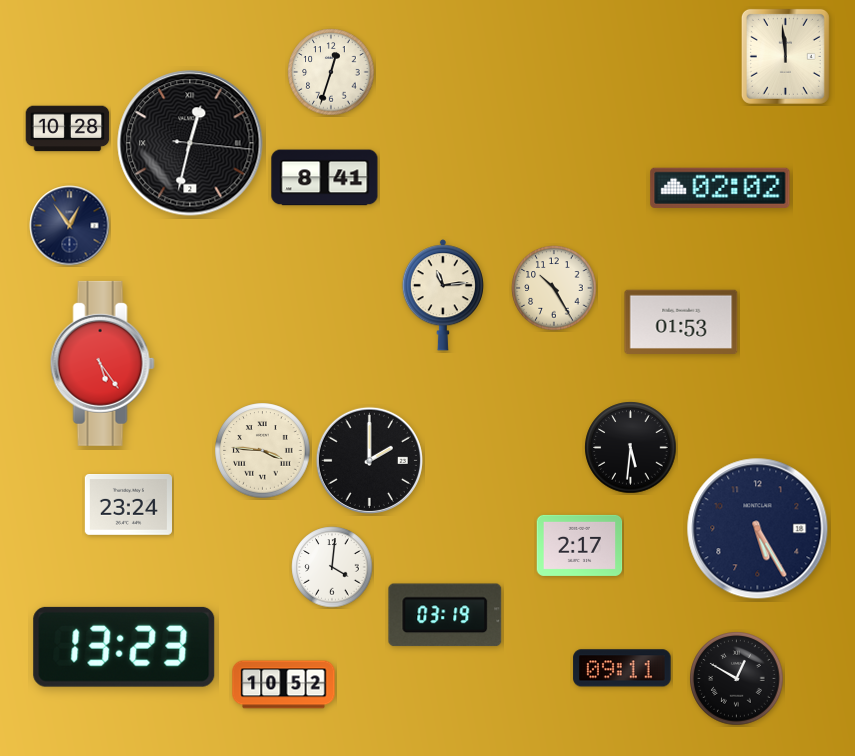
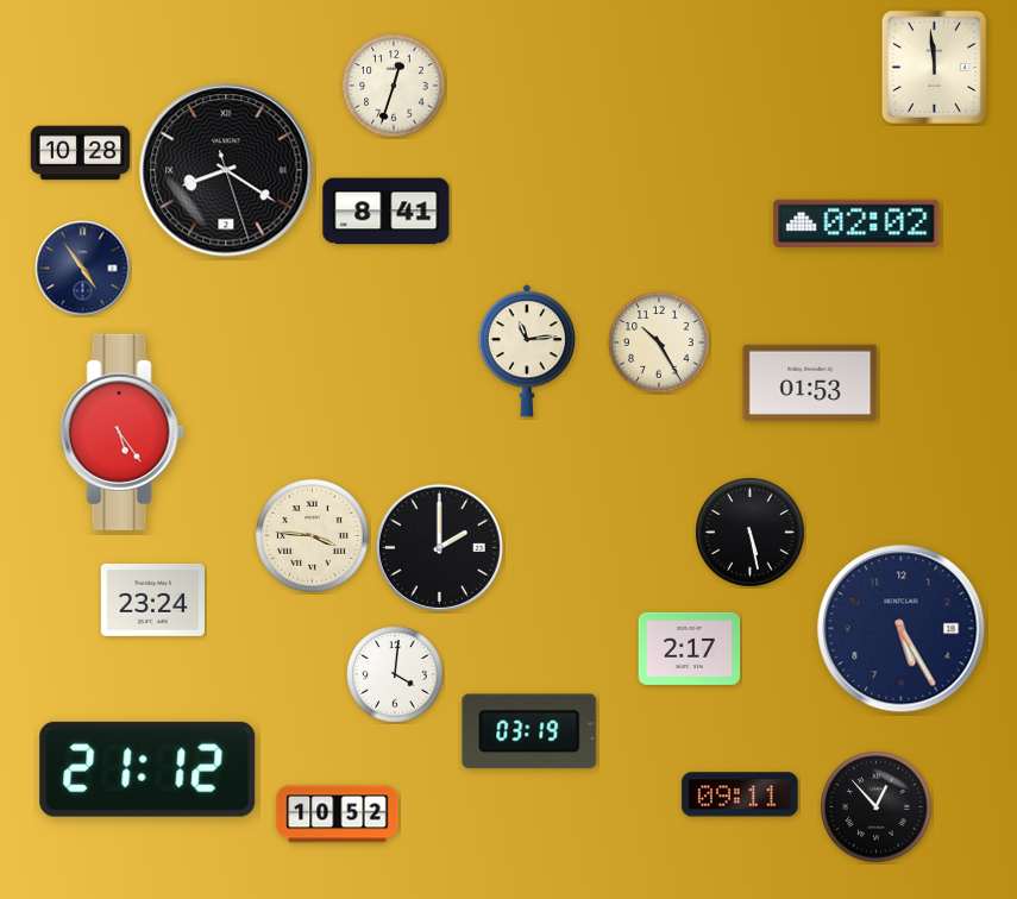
clock at (190, 143): 12:32 -> 8:20
clock at (70, 226): 12:54 -> 4:54
clock at (631, 448): 5:31 -> 5:28
clock at (124, 647): 13:23 -> 21:12
clock at (737, 679): 12:50 -> 12:53
